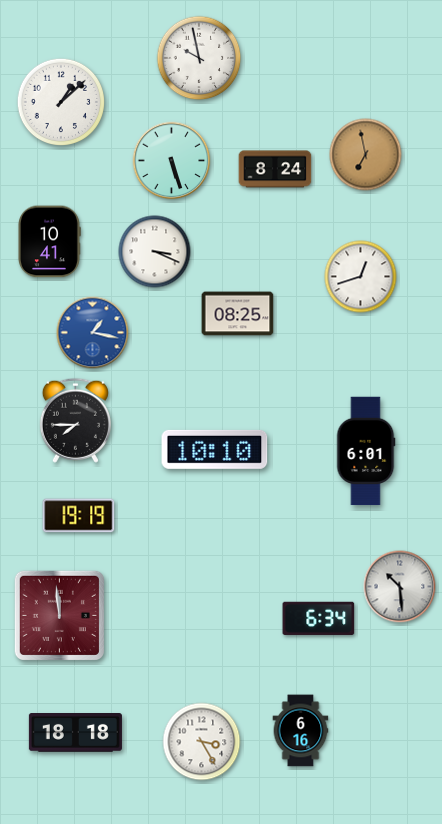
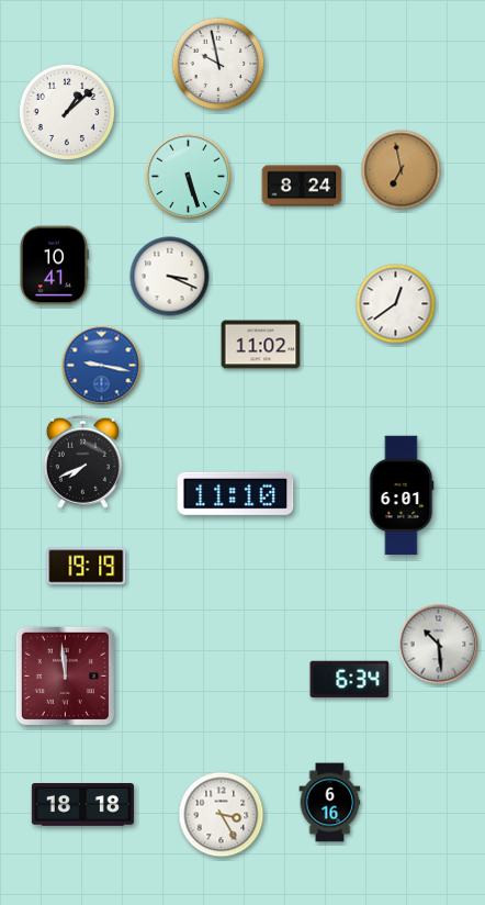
clock at (361, 277): 12:42 -> 12:39
clock at (238, 314): 08:25 -> 11:02
clock at (93, 333): 1:17 -> 9:17
clock at (75, 420): 7:45 -> 7:41
clock at (215, 449): 10:10 -> 11:10
